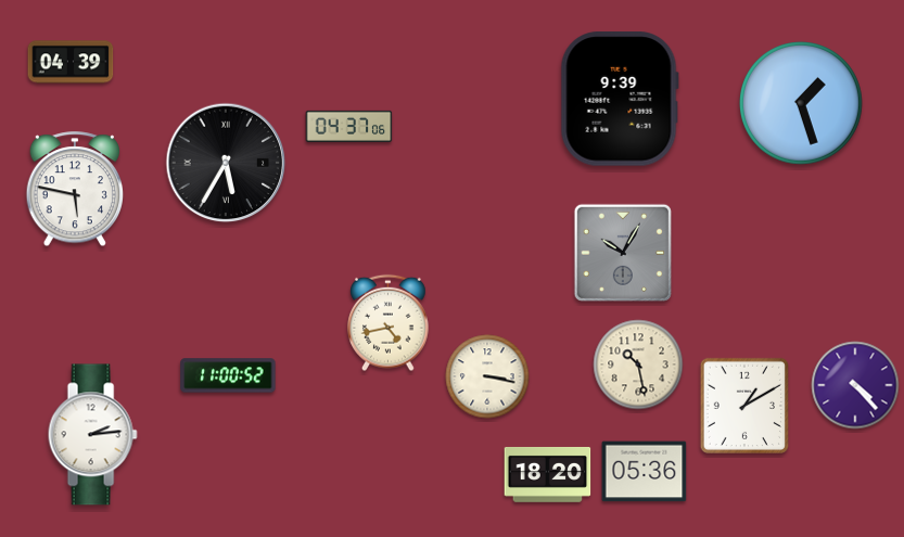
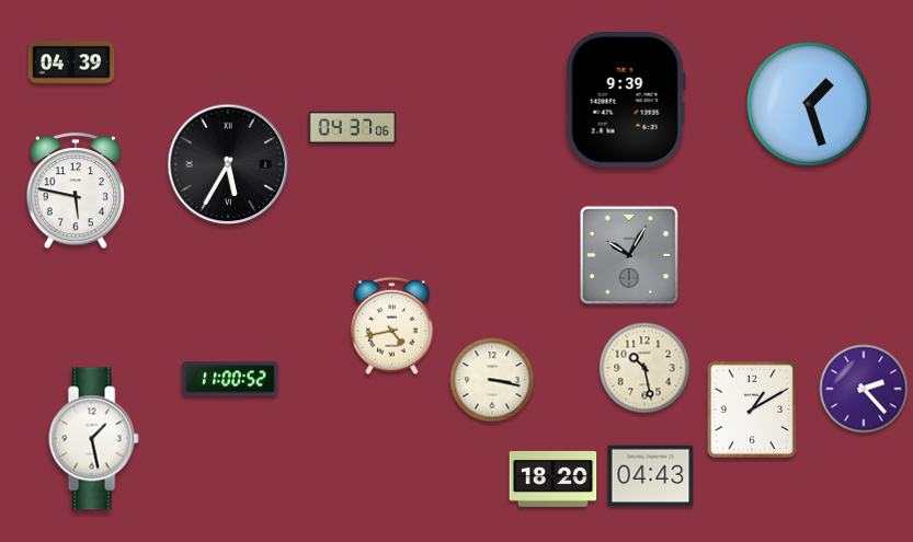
clock at (855, 385): 4:23 -> 2:23
clock at (92, 435): 2:14 -> 1:28
clock at (645, 472): 05:36 -> 04:43
